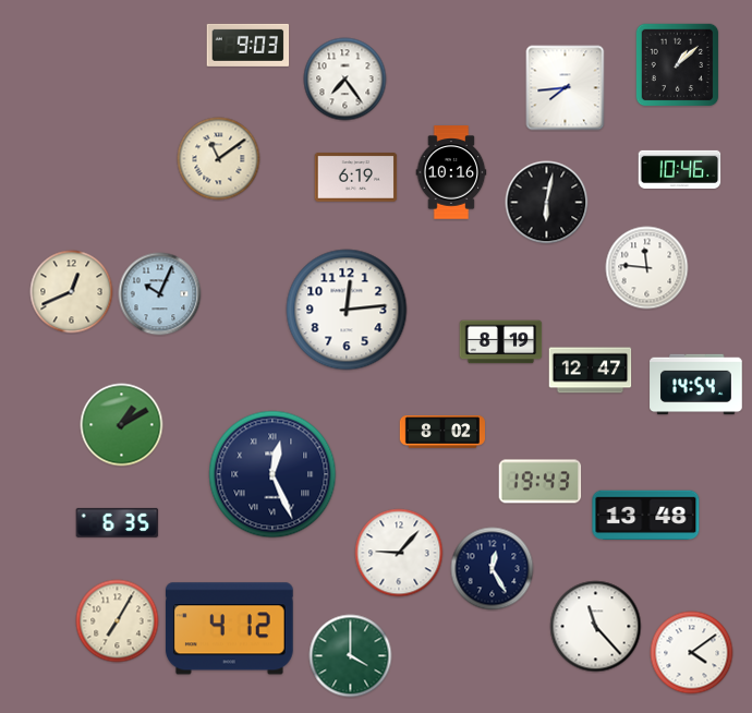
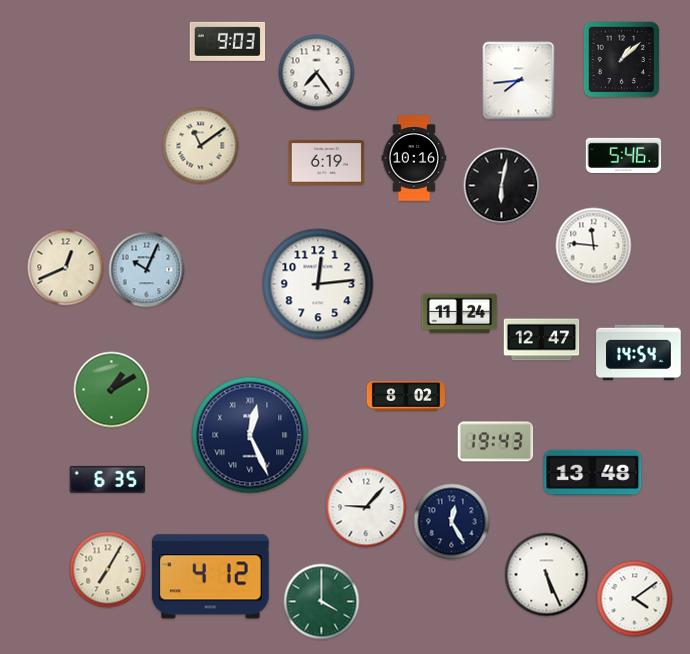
clock at (680, 169): 10:46 -> 5:46
clock at (501, 342): 8:19 -> 11:24
clock at (596, 627): 11:23 -> 5:26
